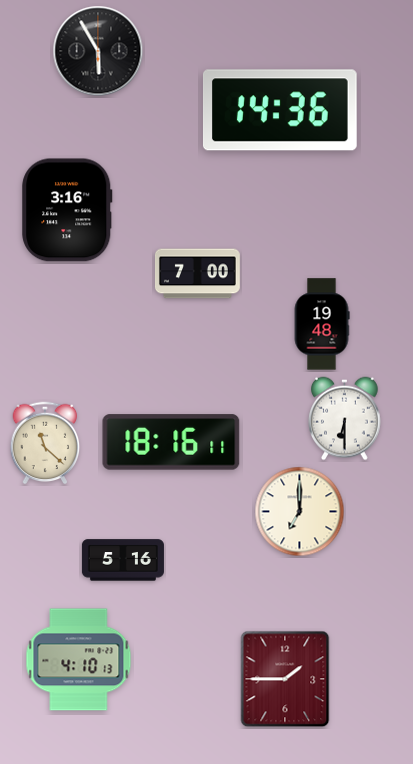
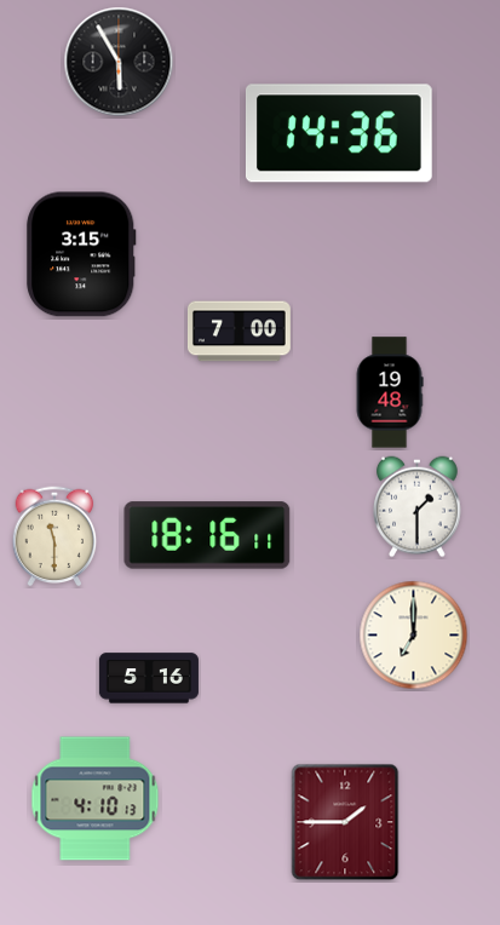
clock at (67, 210): 3:16 -> 3:15
clock at (345, 419): 6:30 -> 1:30
clock at (45, 443): 11:22 -> 11:30
clock at (300, 512) position: (300, 512) -> (414, 636)
